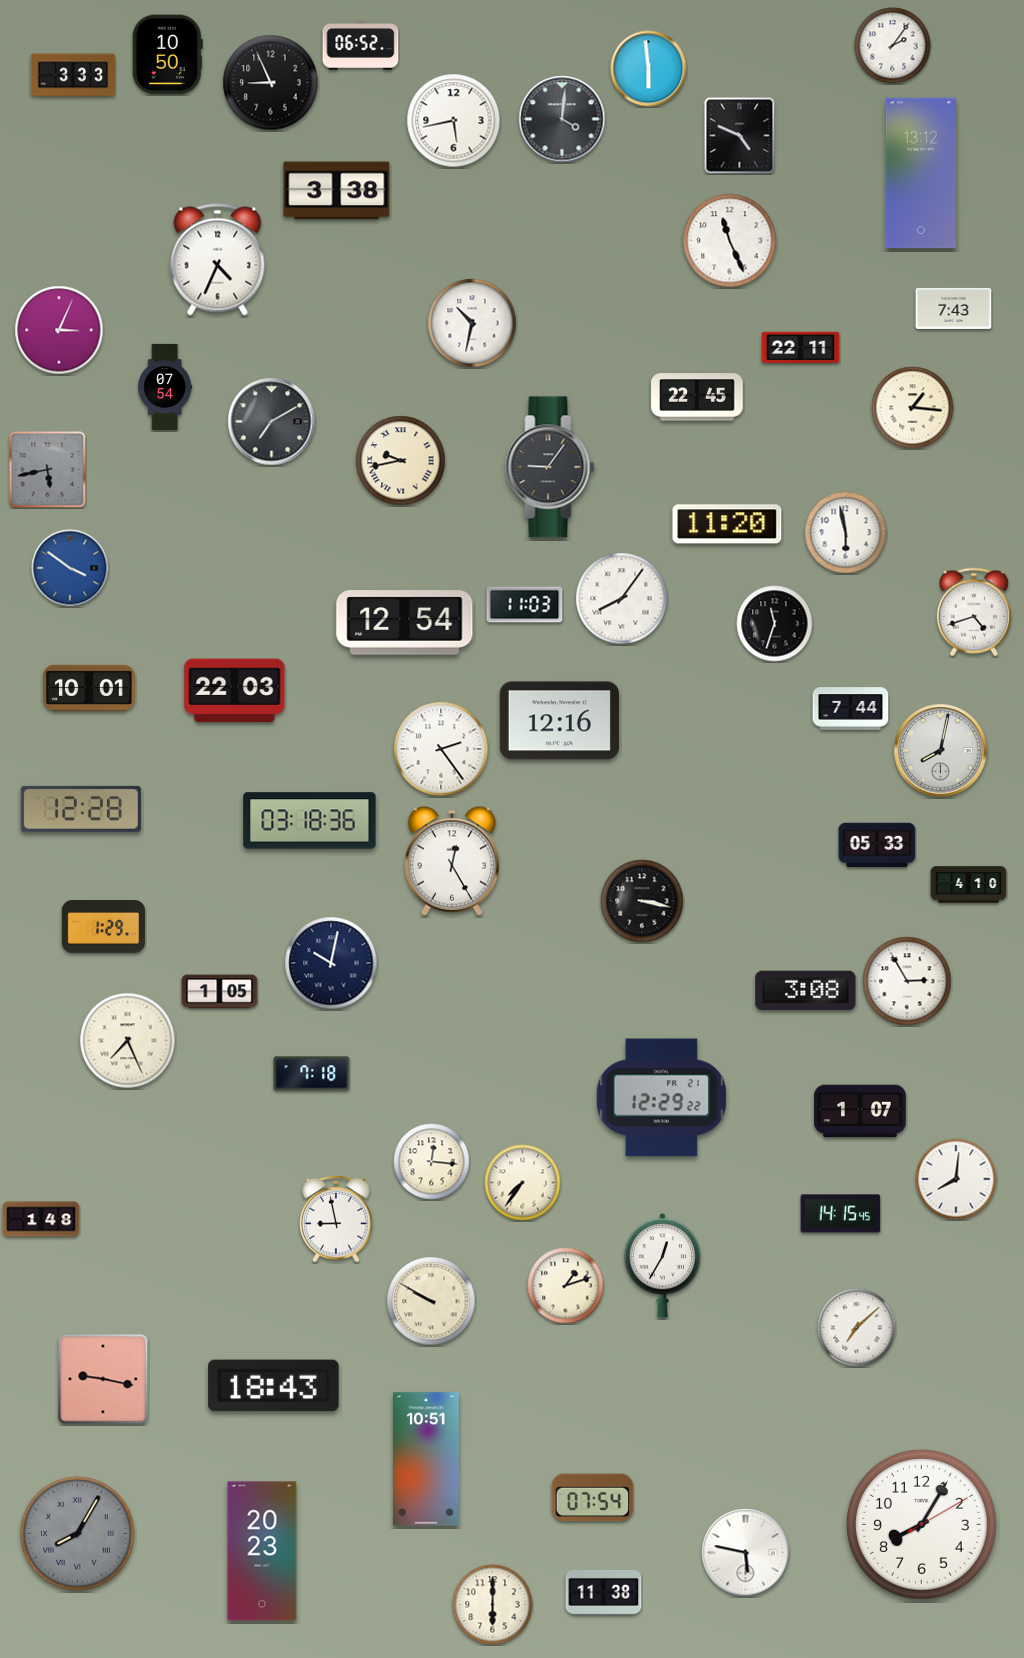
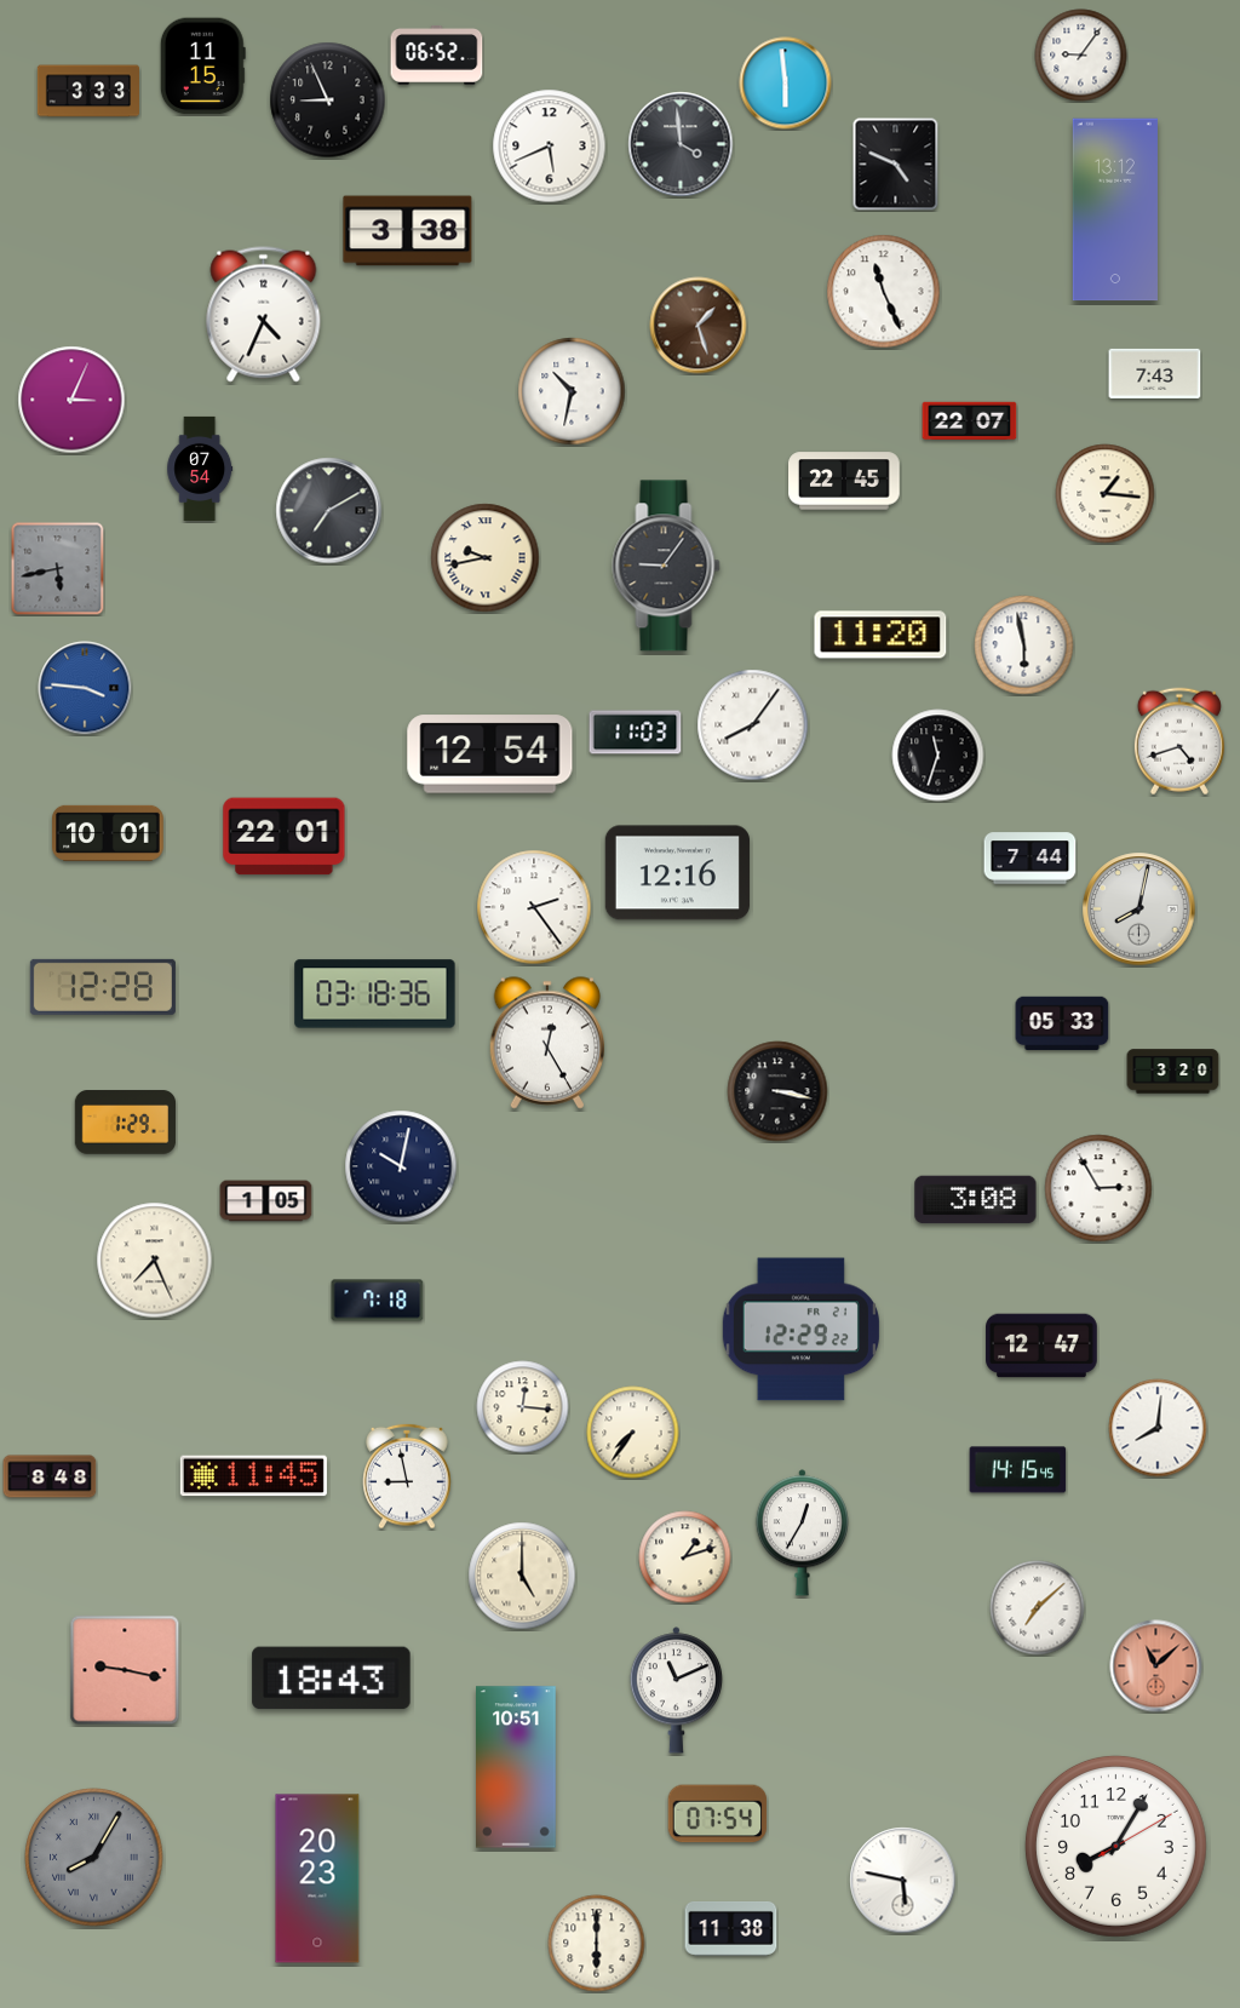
clock at (893, 46): 2:06 -> 9:06
clock at (167, 55): 10:50 -> 11:15
clock at (562, 119): 4:01 -> 3:59
clock at (454, 121): 5:43 -> 5:41
clock at (699, 326): none -> 1:27
clock at (801, 348): 22:11 -> 22:07
clock at (70, 568): 3:51 -> 3:46
clock at (235, 691): 22:03 -> 22:01
clock at (81, 809) position: (81, 809) -> (103, 987)
clock at (969, 885): 4:10 -> 3:20
clock at (860, 1111): 1:07 -> 12:47
clock at (41, 1219): 1:48 -> 8:48
clock at (253, 1476): none -> 11:45
clock at (431, 1301): 9:50 -> 5:00
clock at (1156, 1666): none -> 11:08
clock at (676, 1691): none -> 11:11
